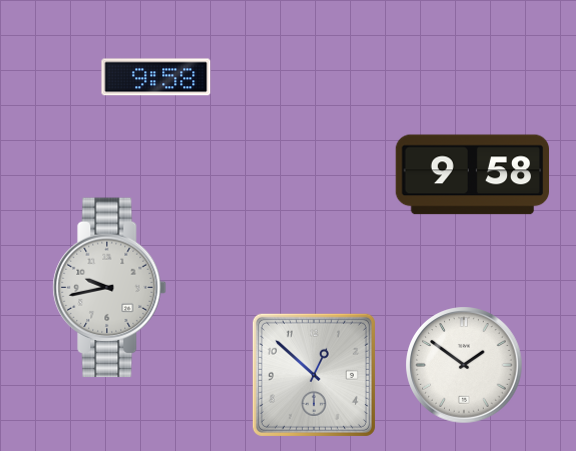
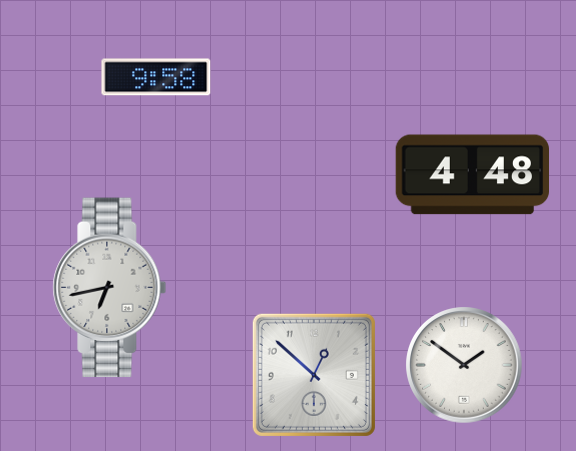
clock at (472, 175): 9:58 -> 4:48
clock at (110, 288): 9:43 -> 6:43
